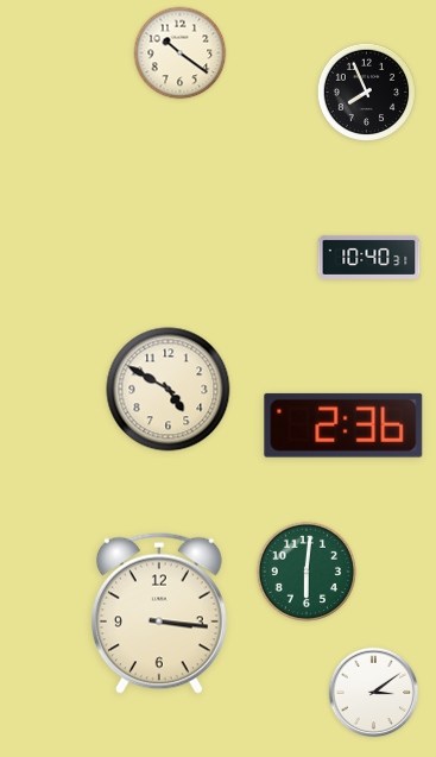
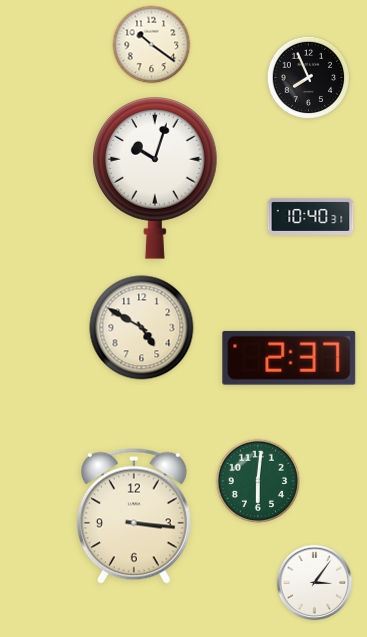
clock at (156, 179): none -> 10:03
clock at (343, 425): 2:36 -> 2:37
clock at (374, 693): 3:09 -> 3:06
